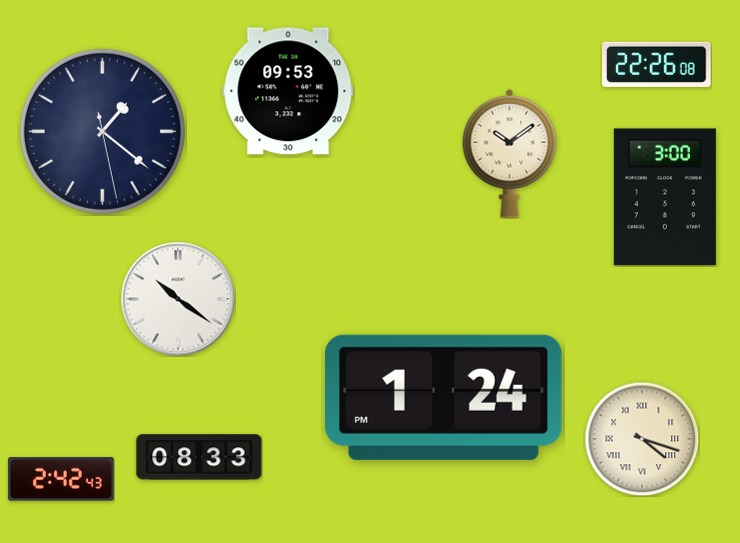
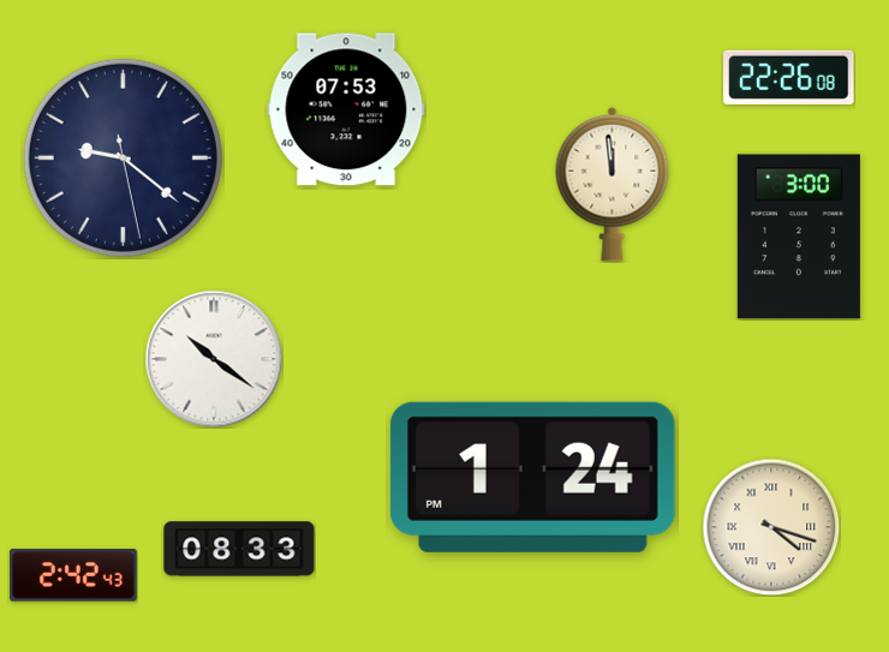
clock at (288, 91): 09:53 -> 07:53
clock at (102, 131): 1:21 -> 9:21
clock at (510, 153): 10:09 -> 11:59
